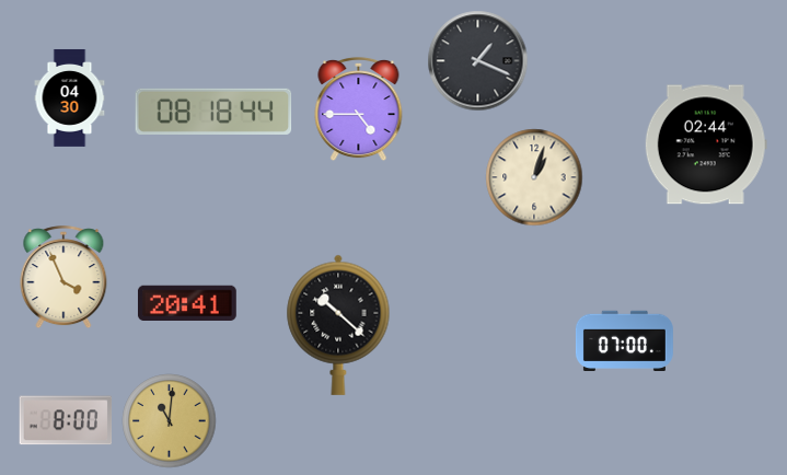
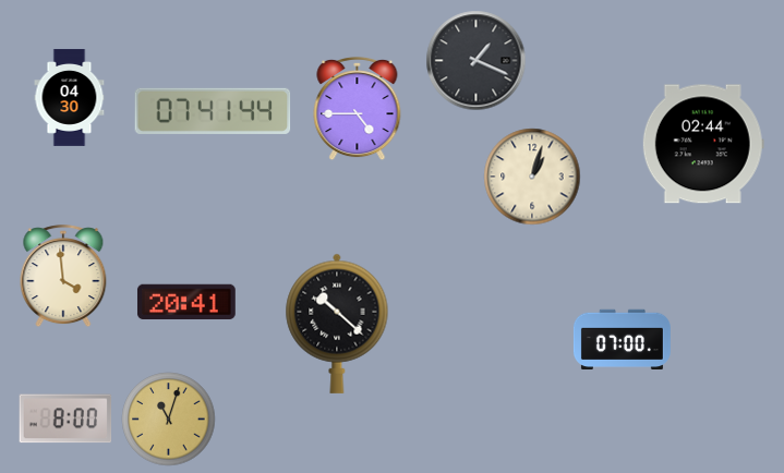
clock at (213, 112): 08:18 -> 07:41
clock at (63, 278): 3:56 -> 3:59
clock at (170, 421): 11:01 -> 11:03
